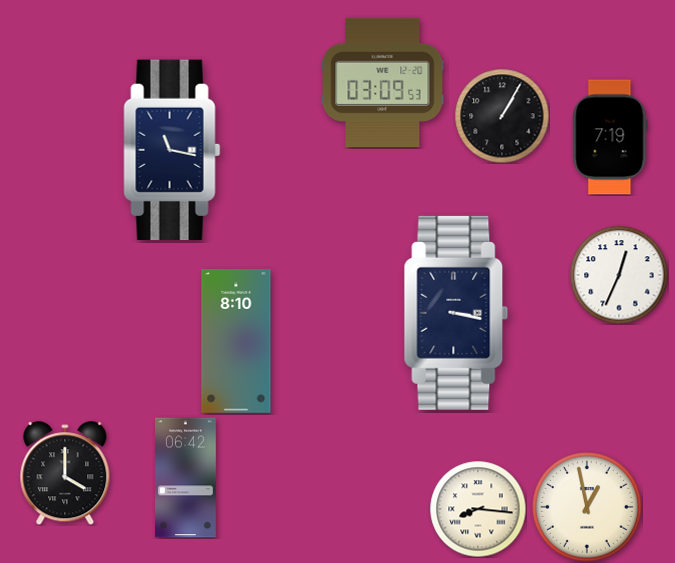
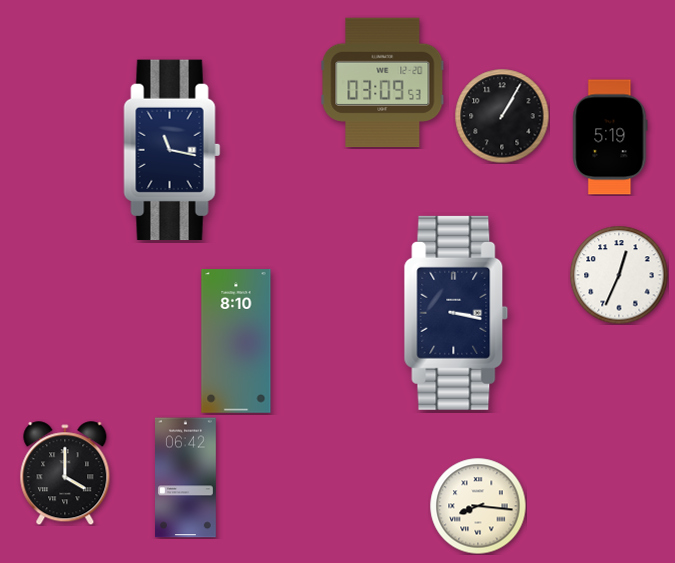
clock at (610, 137): 7:19 -> 5:19
clock at (588, 508): 12:58 -> none
clock at (478, 509) position: (478, 509) -> (478, 506)
